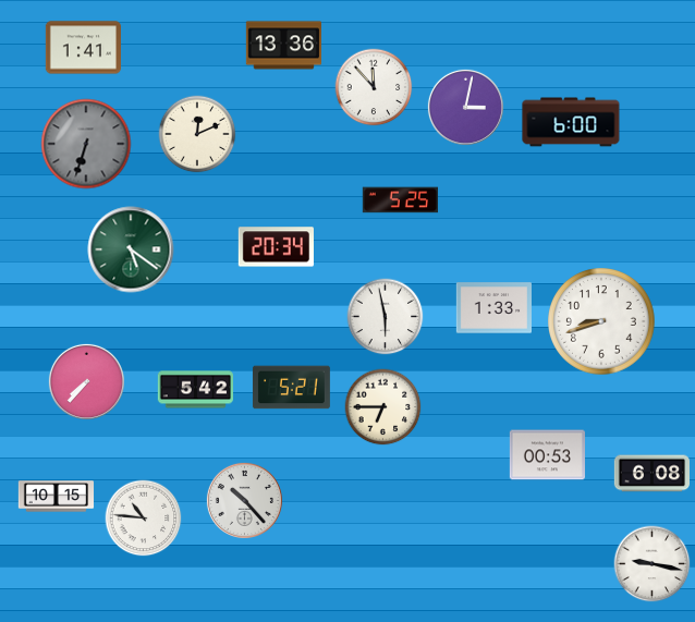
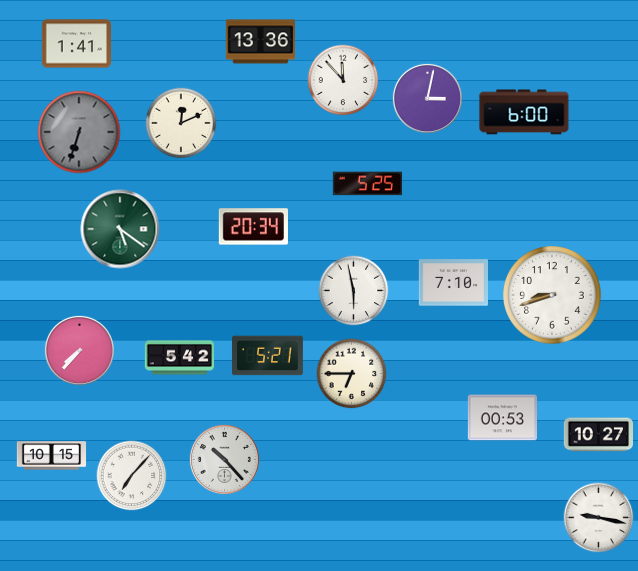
clock at (493, 308): 1:33 -> 7:10
clock at (651, 474): 6:08 -> 10:27
clock at (144, 519): 10:46 -> 7:07
